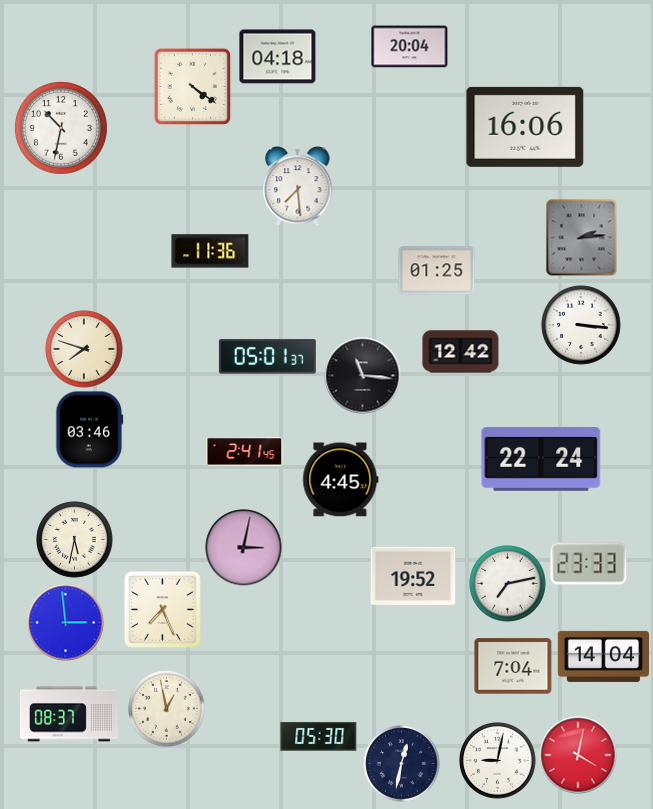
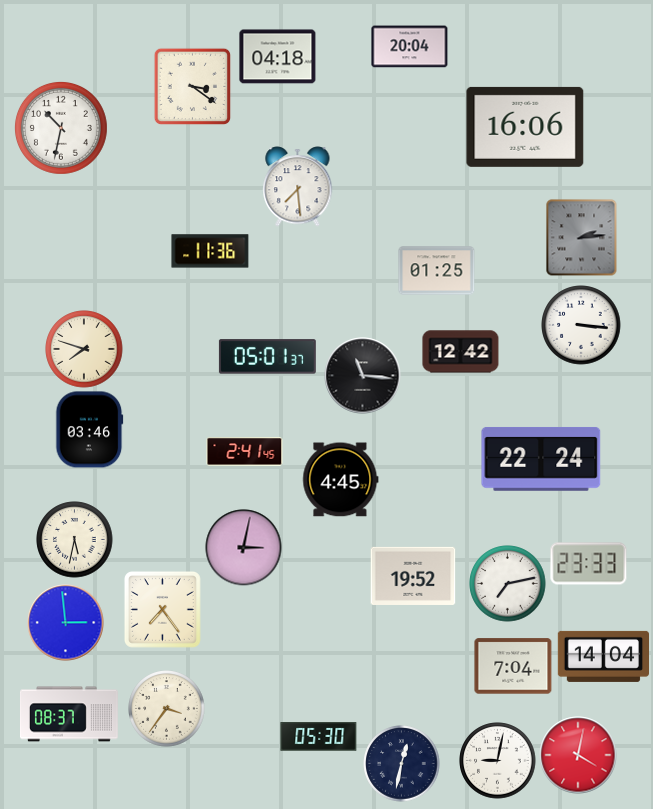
clock at (192, 86): 4:21 -> 3:21
clock at (162, 609): 7:26 -> 7:24
clock at (167, 709): 12:58 -> 3:36
